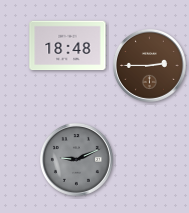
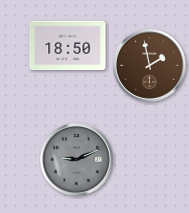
clock at (68, 46): 18:48 -> 18:50
clock at (149, 65): 2:45 -> 1:58
